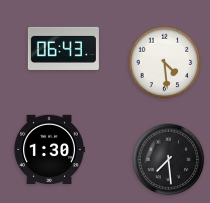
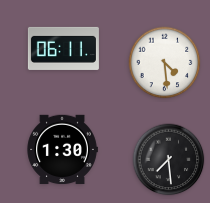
clock at (63, 48): 06:43 -> 06:11
clock at (49, 150) position: (49, 150) -> (62, 150)
